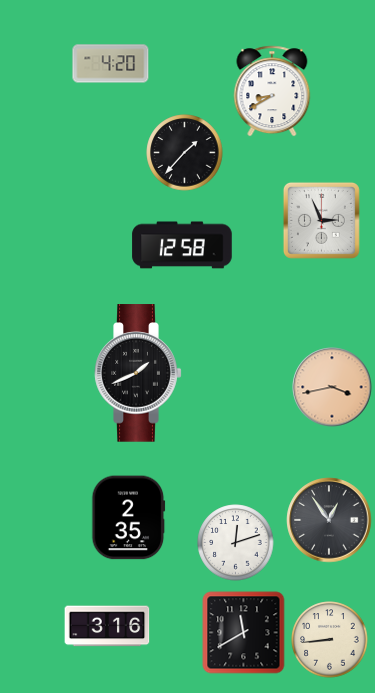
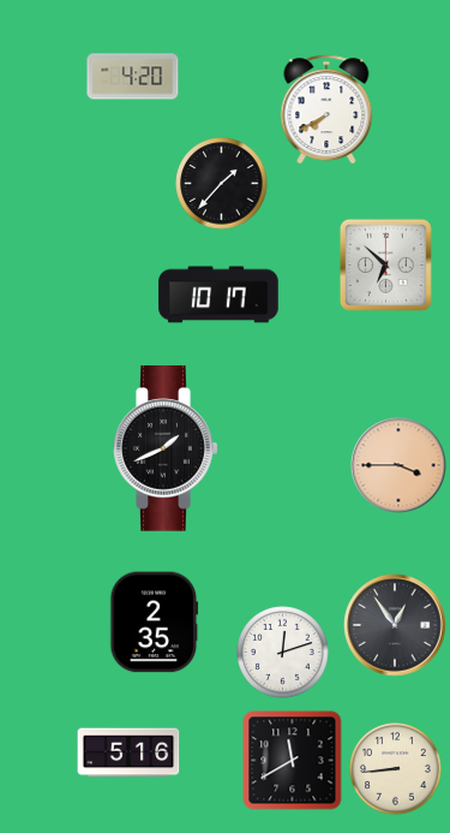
clock at (272, 91): 8:40 -> 7:40
clock at (321, 220): 2:56 -> 6:52
clock at (182, 245): 12:58 -> 10:17
clock at (332, 387): 3:43 -> 3:45
clock at (107, 626): 3:16 -> 5:16
